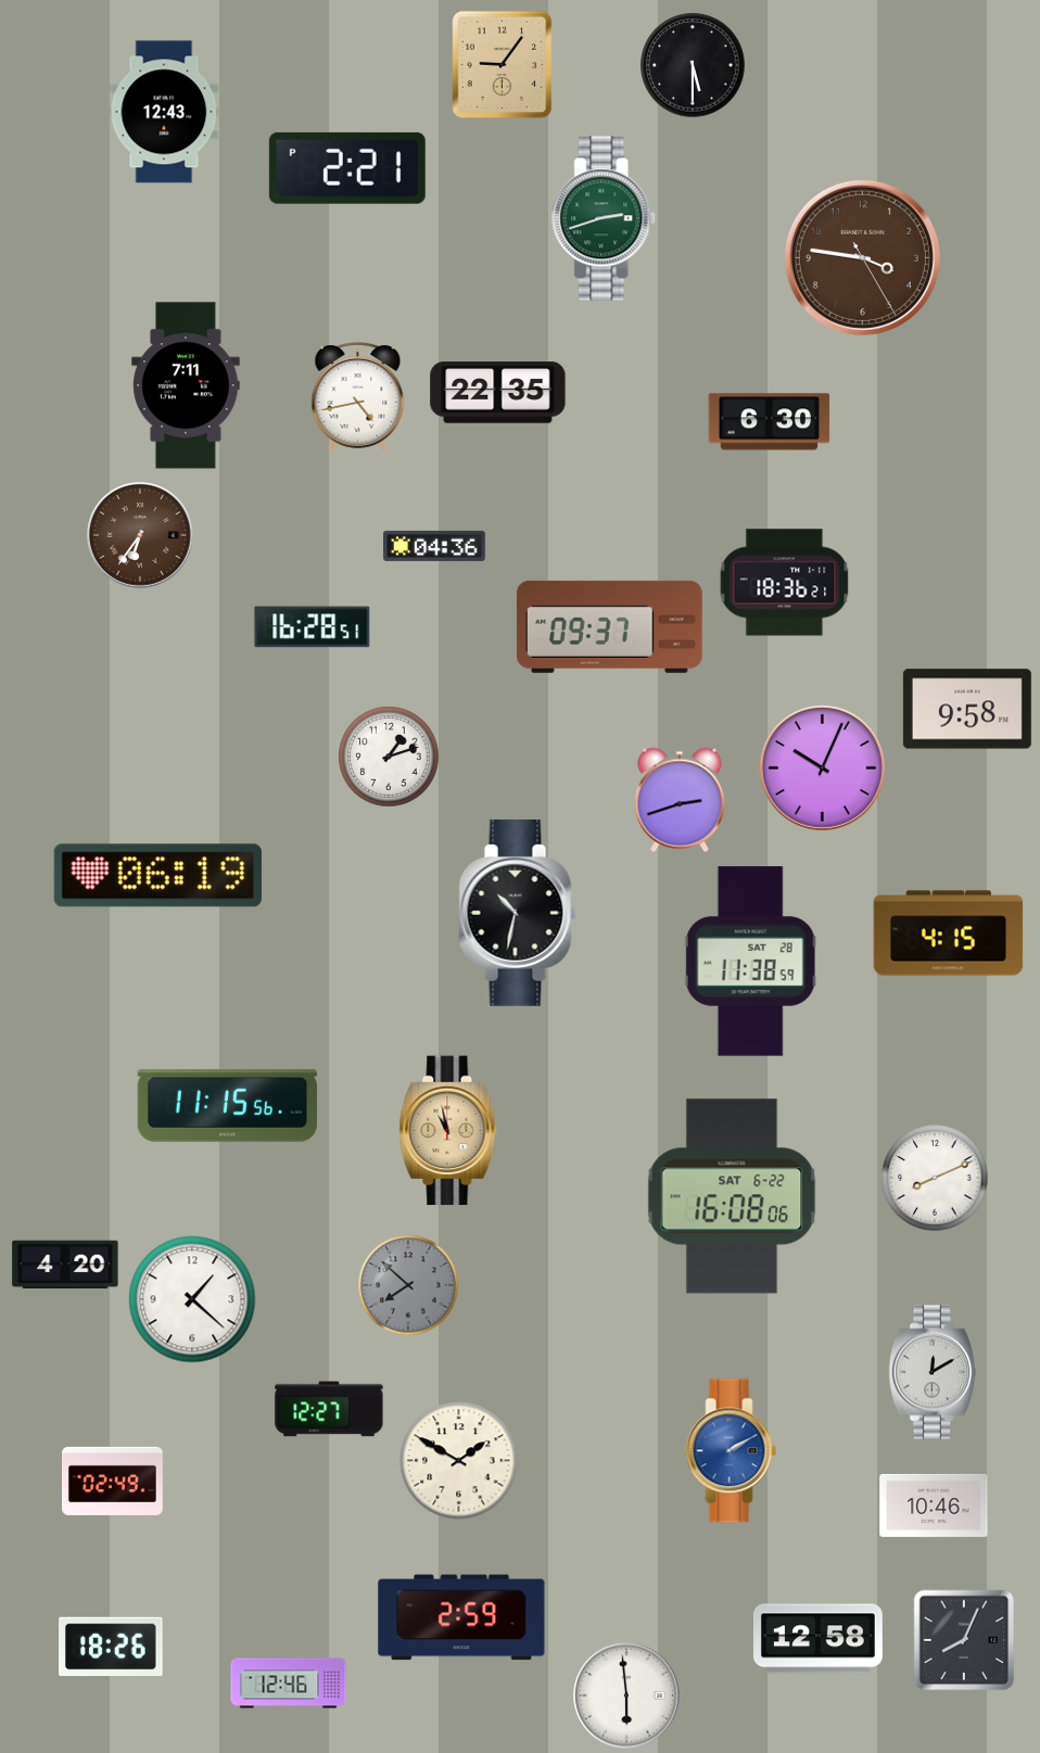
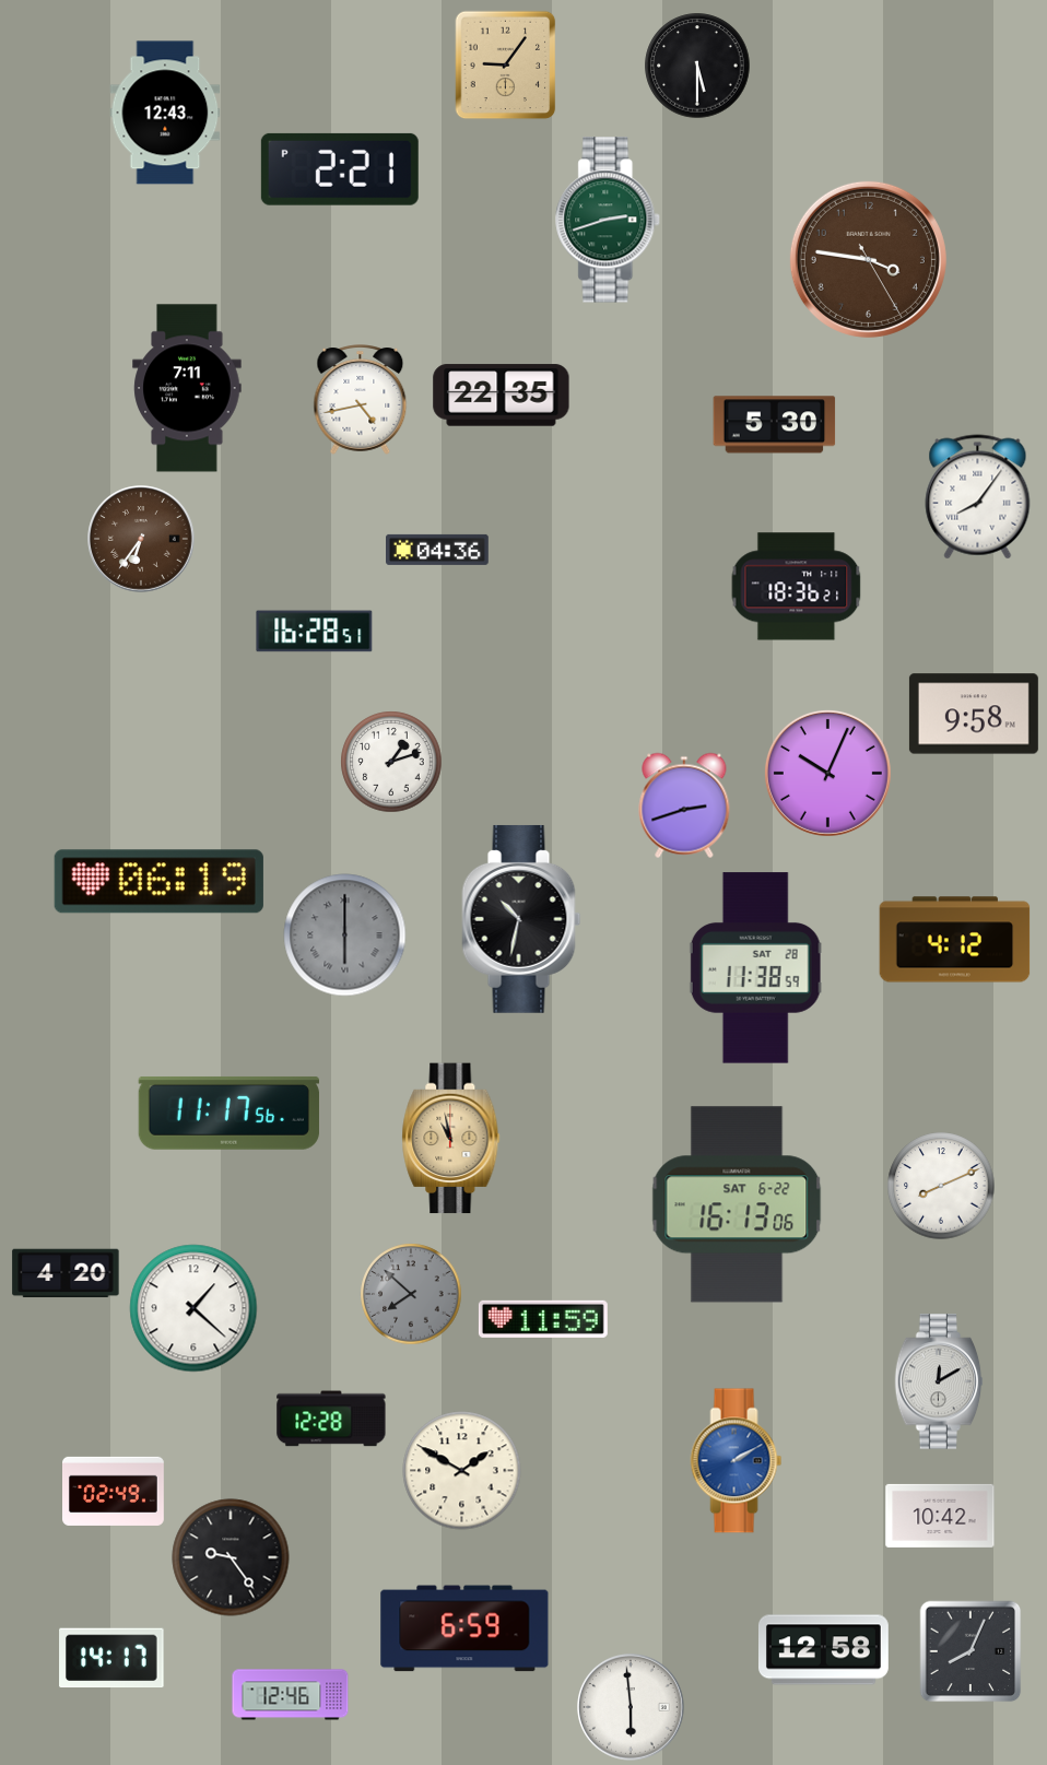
clock at (347, 168) position: (347, 168) -> (340, 169)
clock at (770, 422): 6:30 -> 5:30
clock at (978, 497): none -> 8:06
clock at (785, 583) position: (785, 583) -> (797, 587)
clock at (609, 626): 09:37 -> none
clock at (345, 936): none -> 6:00
clock at (949, 933): 4:15 -> 4:12
clock at (227, 1106): 11:15 -> 11:17
clock at (732, 1196): 16:08 -> 16:13
clock at (543, 1319): none -> 11:59
clock at (329, 1409): 12:27 -> 12:28
clock at (934, 1506): 10:46 -> 10:42
clock at (231, 1557): none -> 9:24
clock at (461, 1617): 2:59 -> 6:59
clock at (111, 1647): 18:26 -> 14:17
